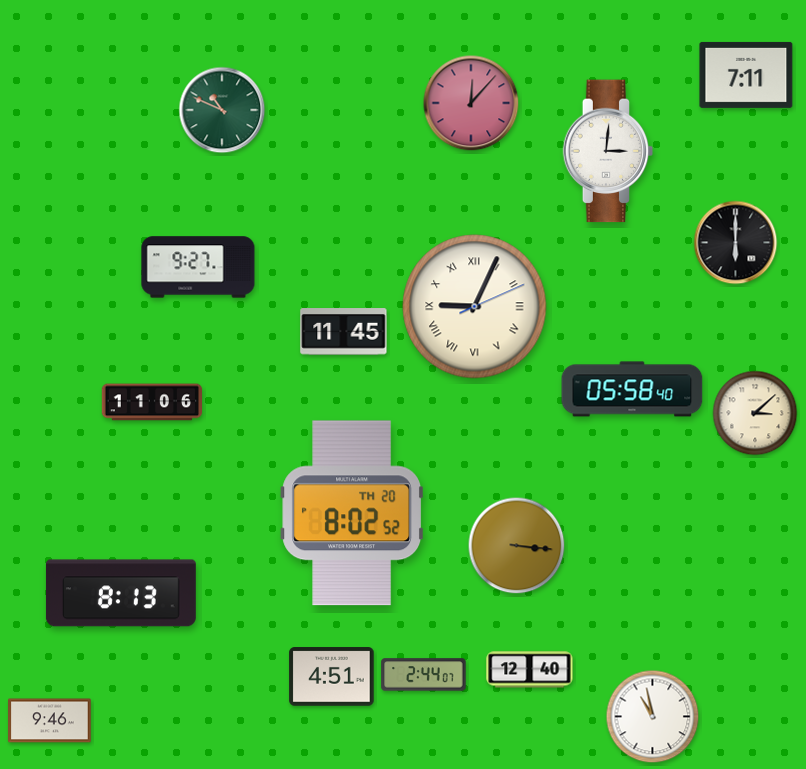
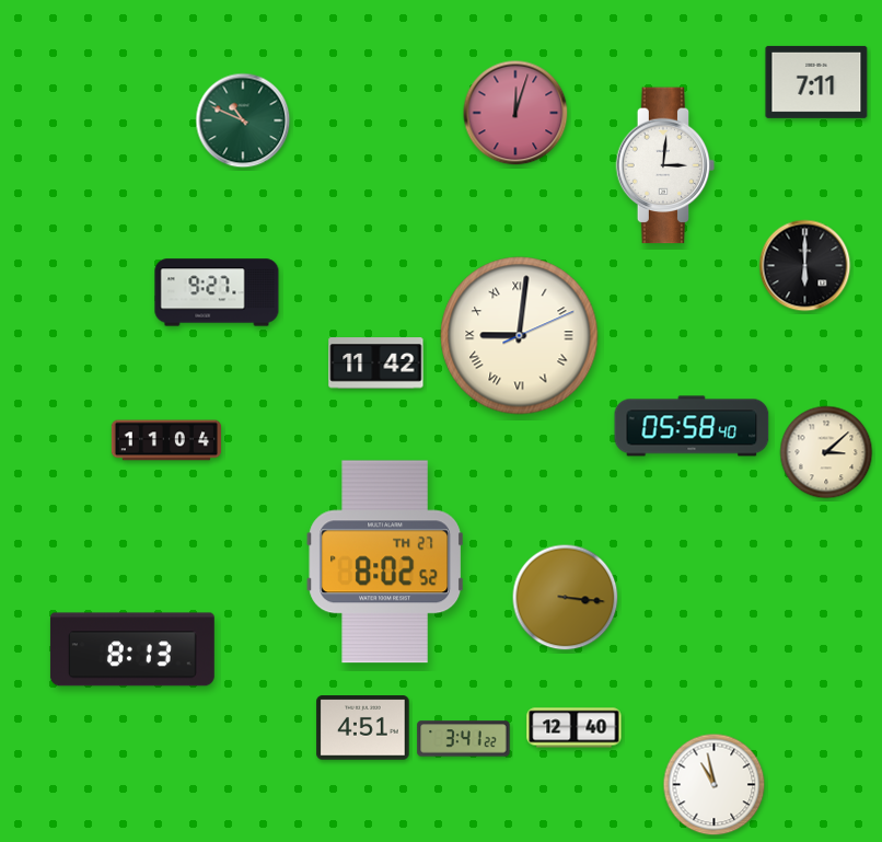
clock at (471, 103): 12:07 -> 12:03
clock at (475, 307): 9:04 -> 9:01
clock at (344, 332): 11:45 -> 11:42
clock at (152, 402): 11:06 -> 11:04
clock at (351, 513) date: TH 20 -> TH 27
clock at (530, 670) position: (530, 670) -> (575, 728)
clock at (424, 675): 2:44 -> 3:41
clock at (332, 677) position: (332, 677) -> (363, 728)
clock at (50, 721): 9:46 -> none
